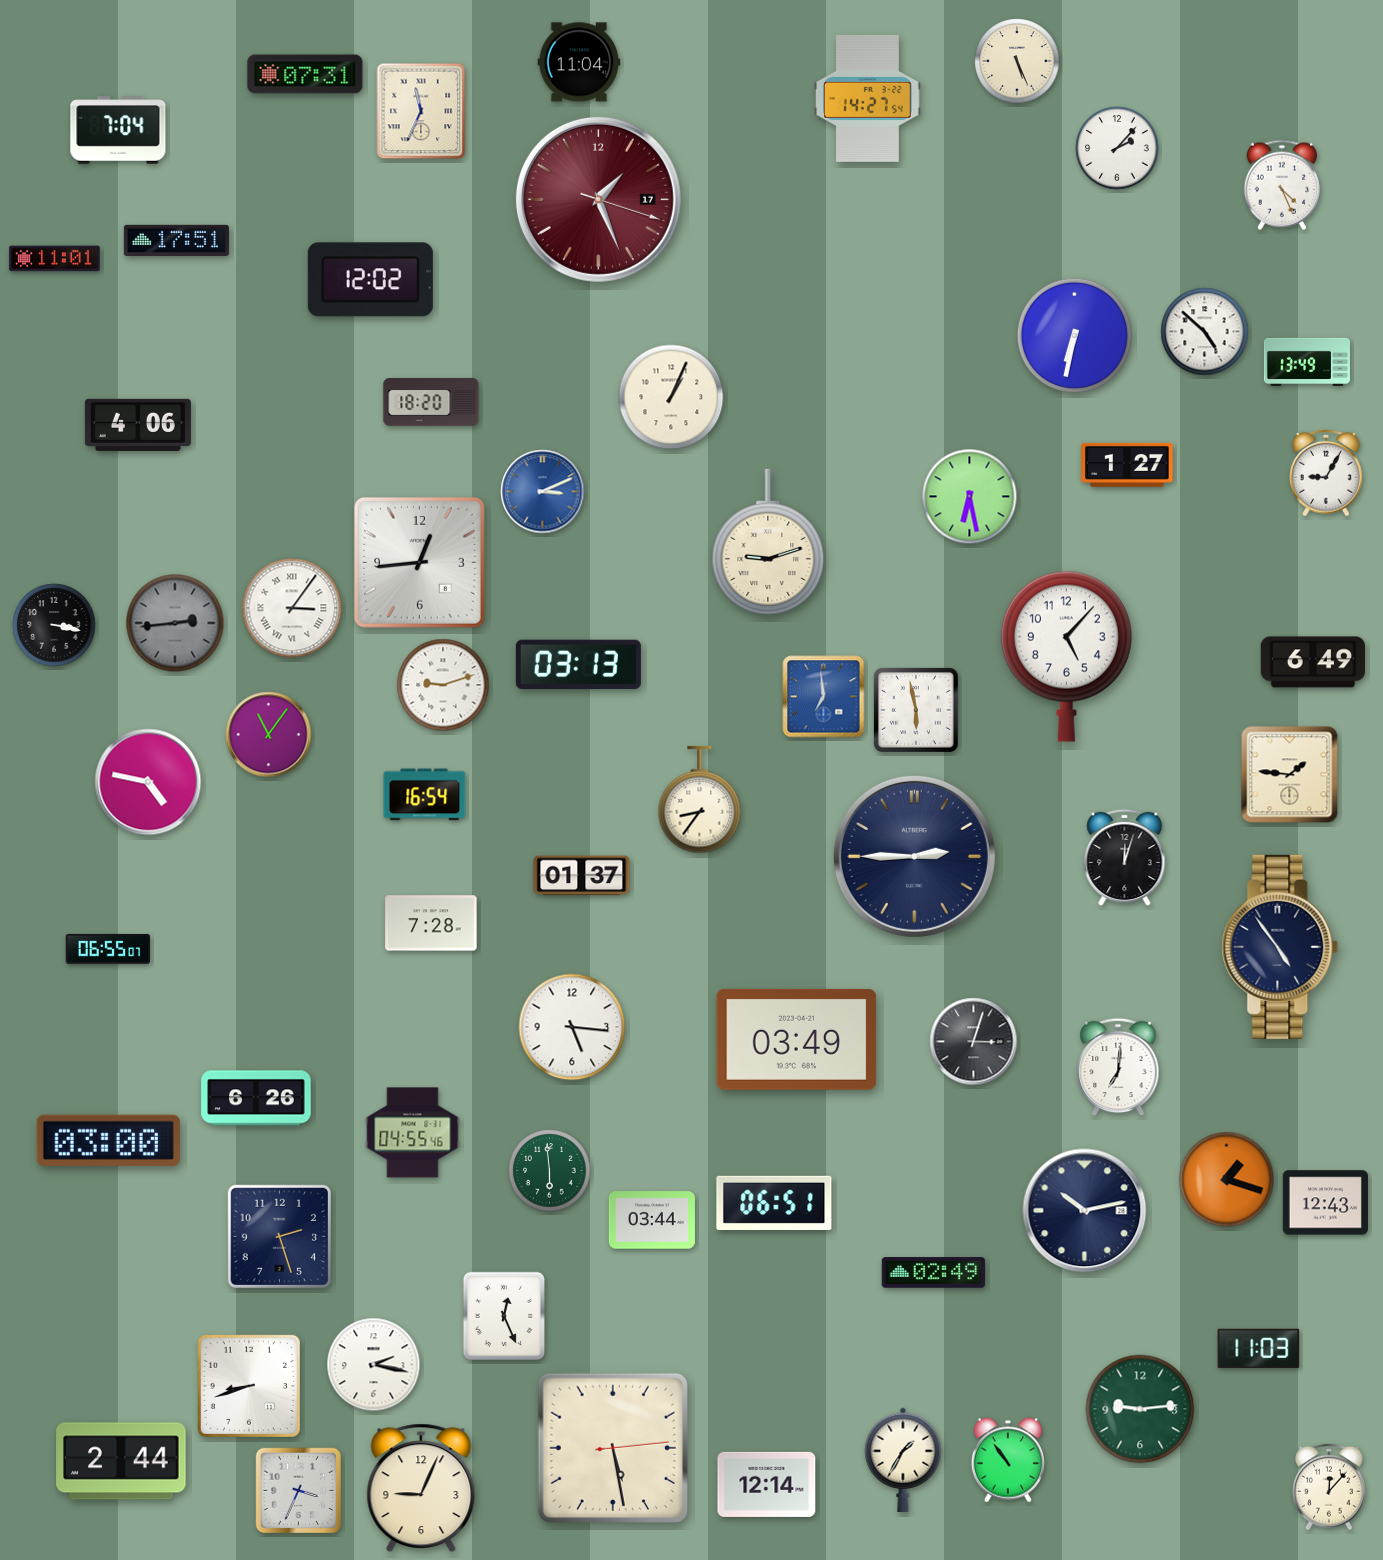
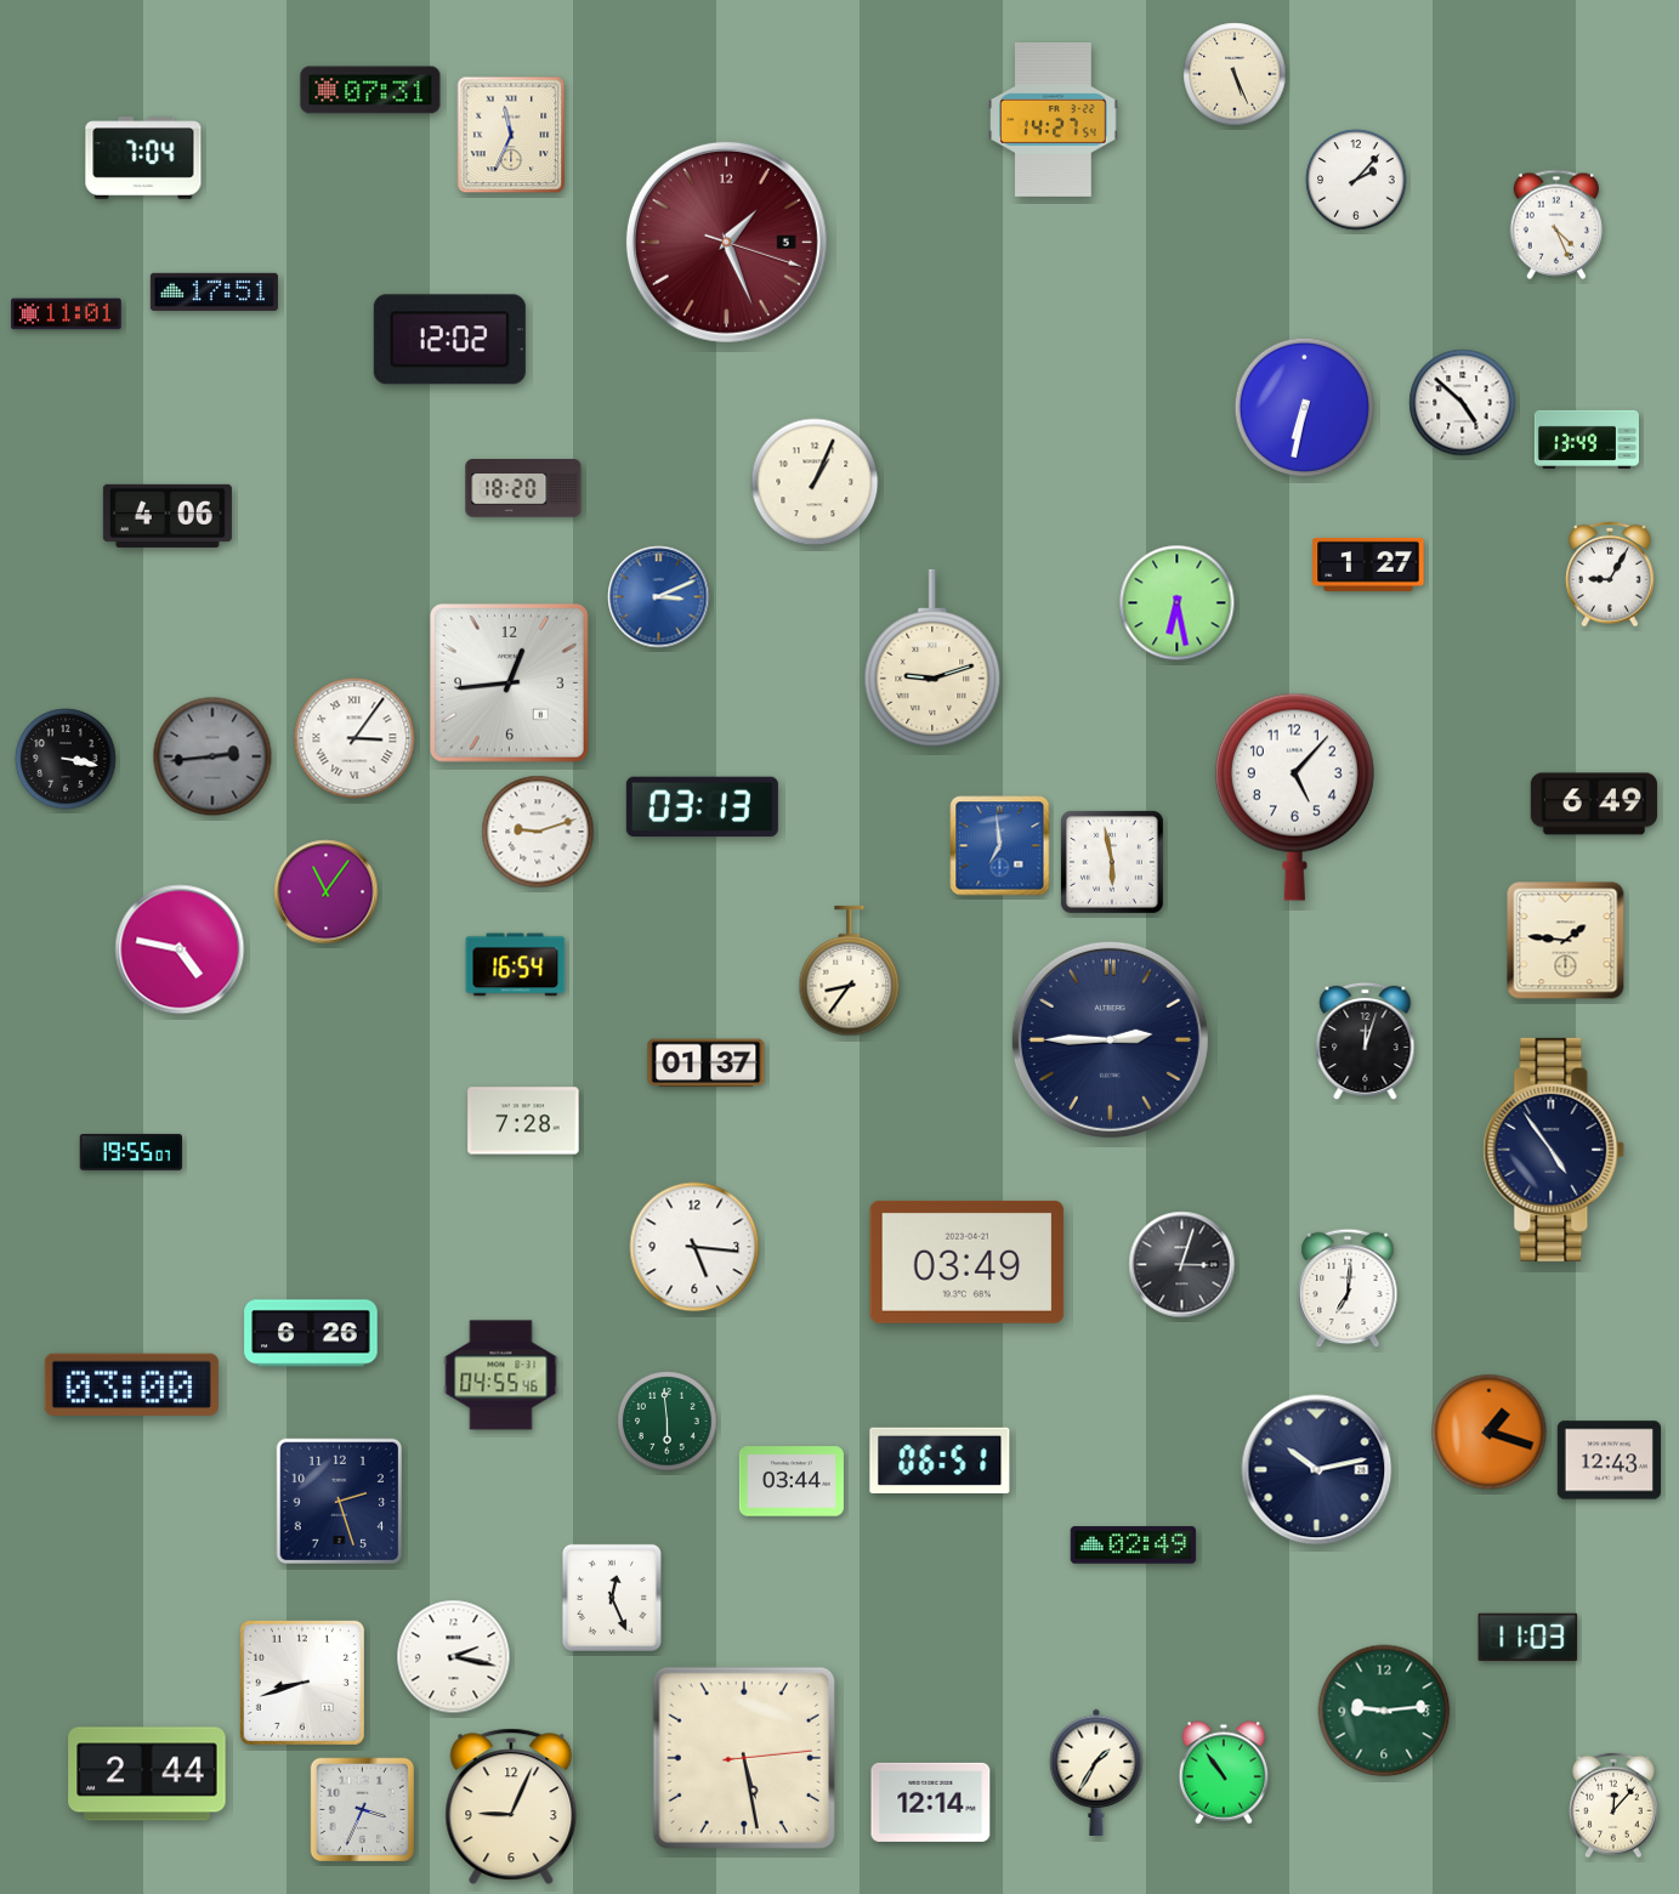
clock at (579, 62): 11:04 -> none
clock at (598, 199) date: 17 -> 5
clock at (107, 949): 06:55 -> 19:55
clock at (1118, 1067) position: (1118, 1067) -> (1348, 1288)
